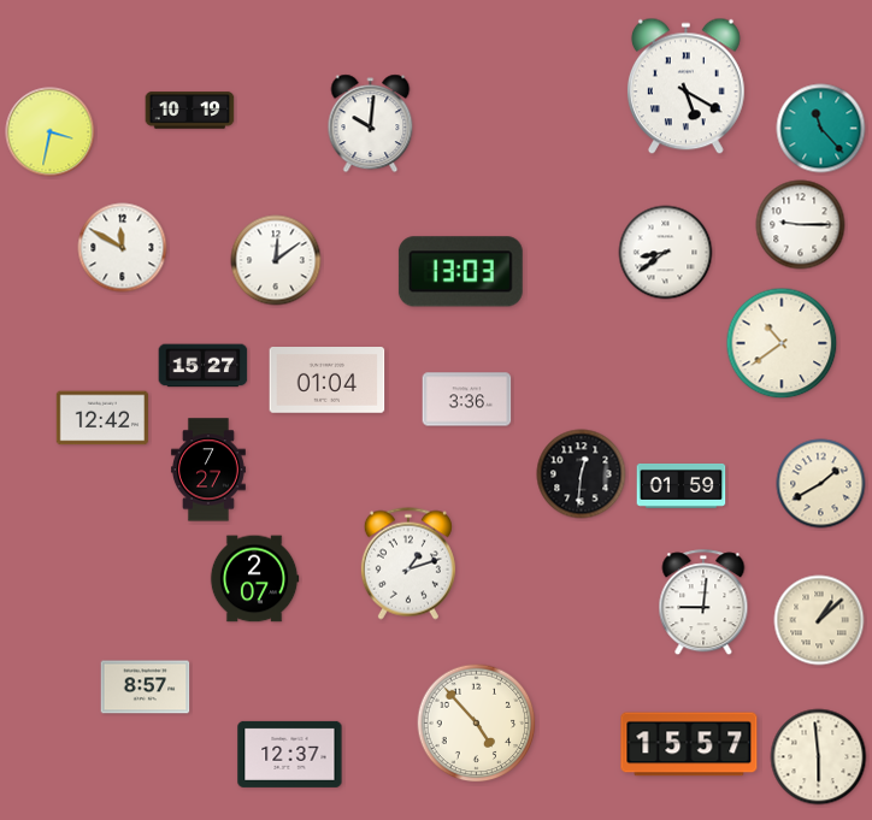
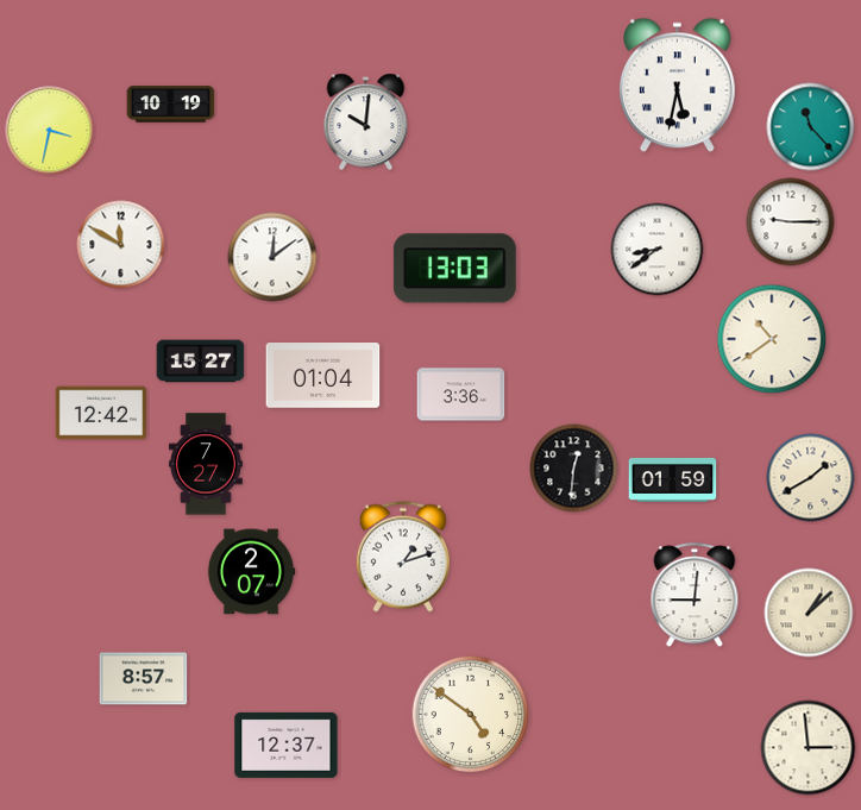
clock at (685, 87): 5:20 -> 5:32
clock at (190, 111) position: (190, 111) -> (171, 105)
clock at (477, 724): 4:53 -> 4:51
clock at (689, 744): 15:57 -> none
clock at (819, 757): 5:59 -> 2:59
